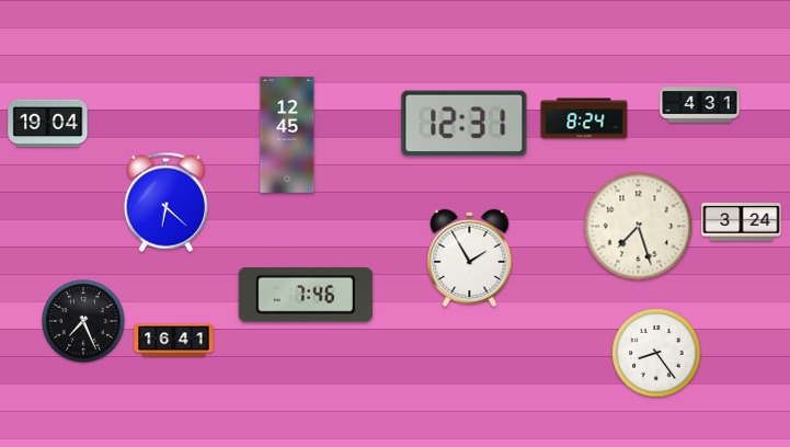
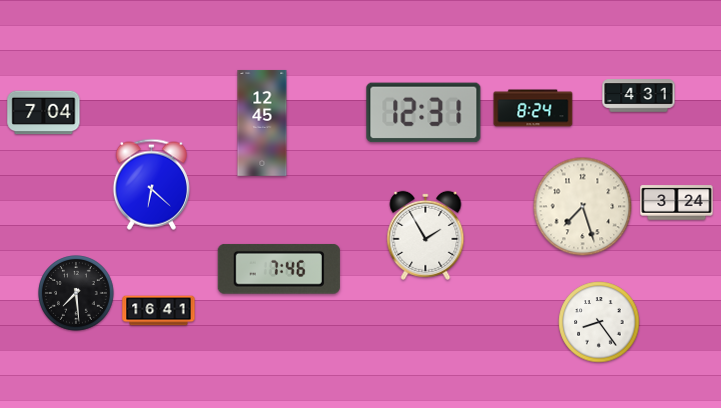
clock at (48, 124): 19:04 -> 7:04
clock at (470, 257) position: (470, 257) -> (426, 235)
clock at (83, 321): 7:26 -> 7:29
